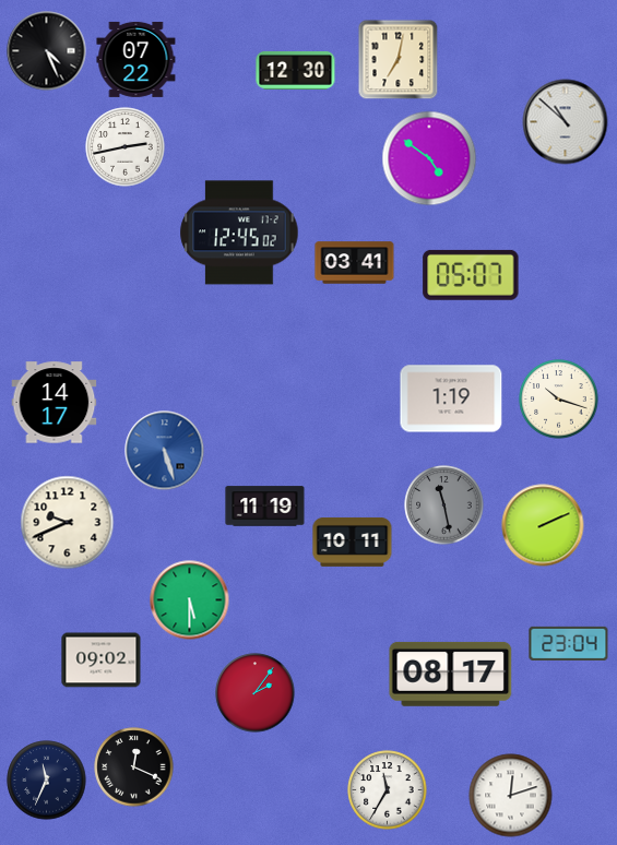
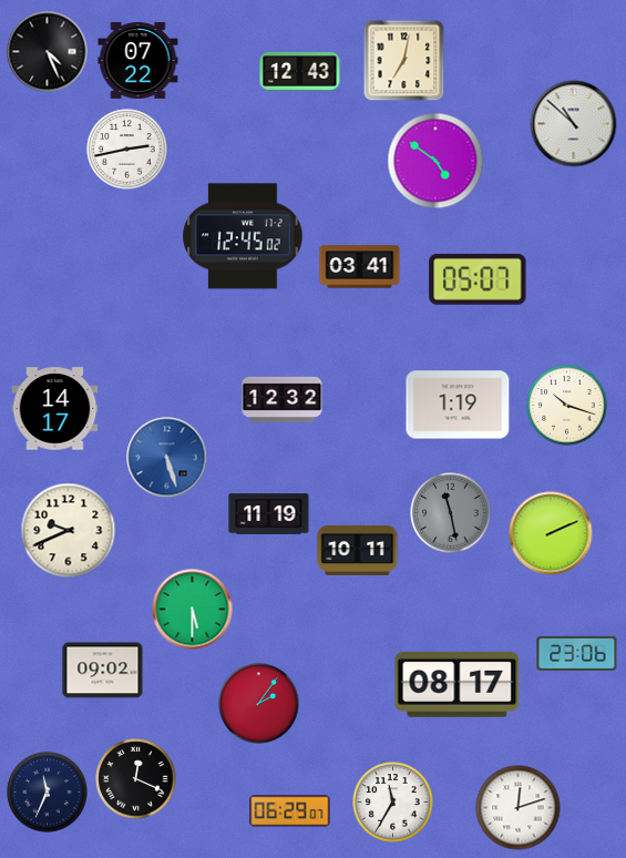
clock at (296, 70): 12:30 -> 12:43
clock at (283, 399): none -> 12:32
clock at (569, 643): 23:04 -> 23:06
clock at (290, 811): none -> 06:29
